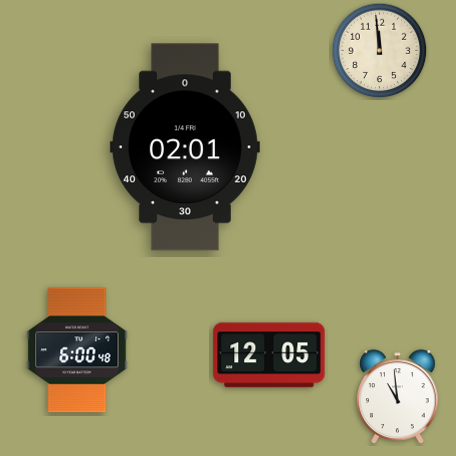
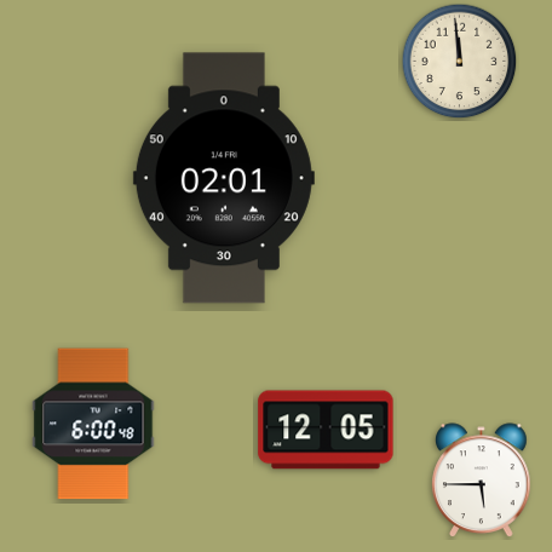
clock at (398, 396): 10:59 -> 5:45
